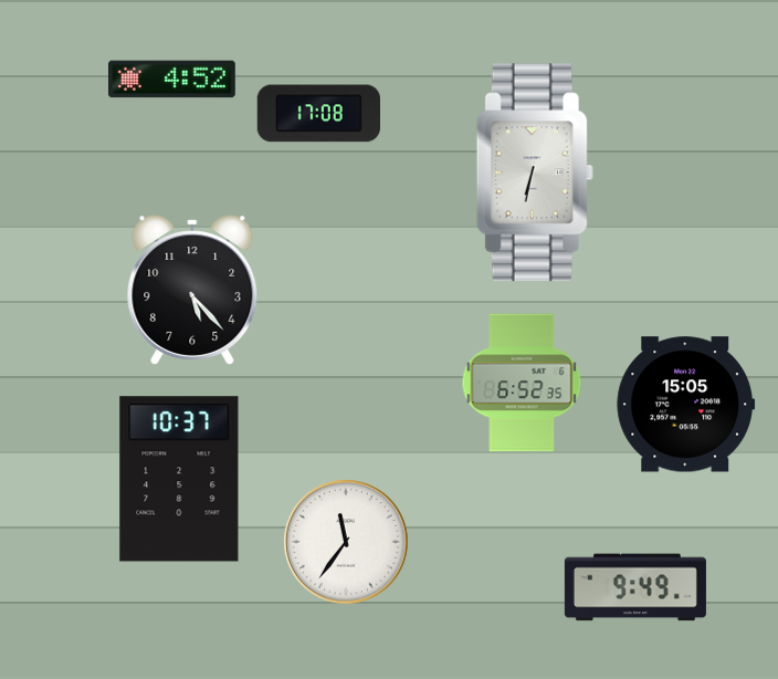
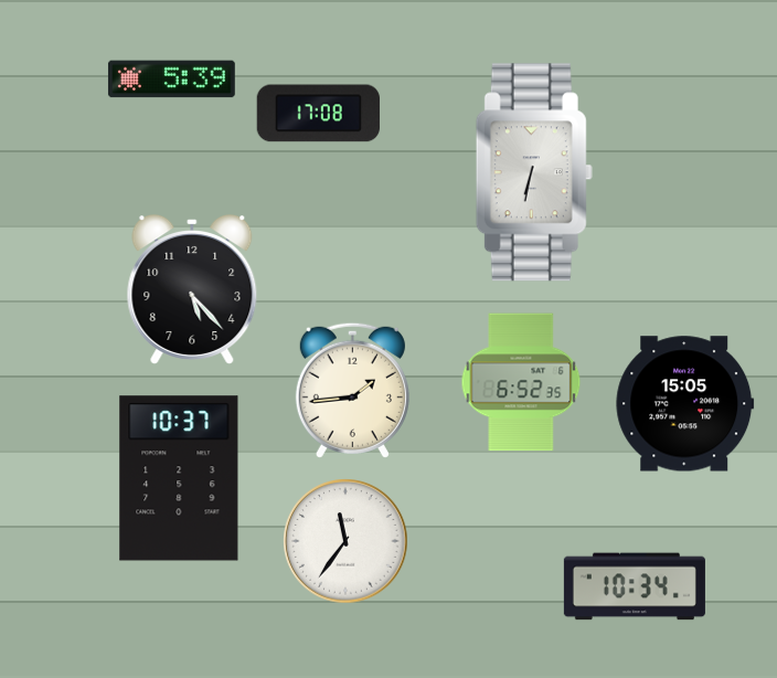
clock at (172, 80): 4:52 -> 5:39
clock at (352, 390): none -> 1:44
clock at (635, 587): 9:49 -> 10:34
